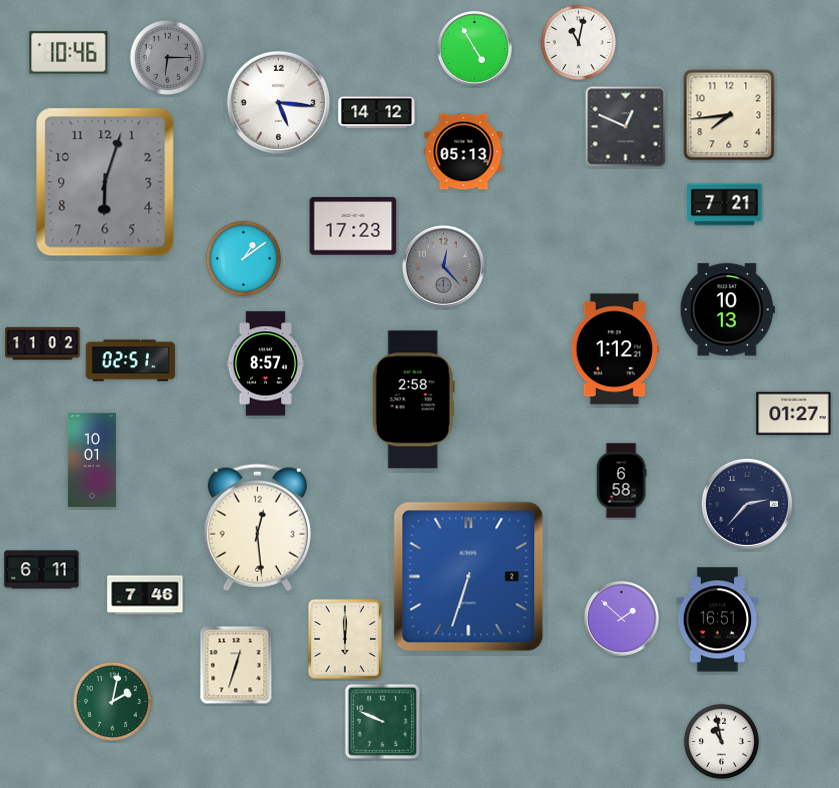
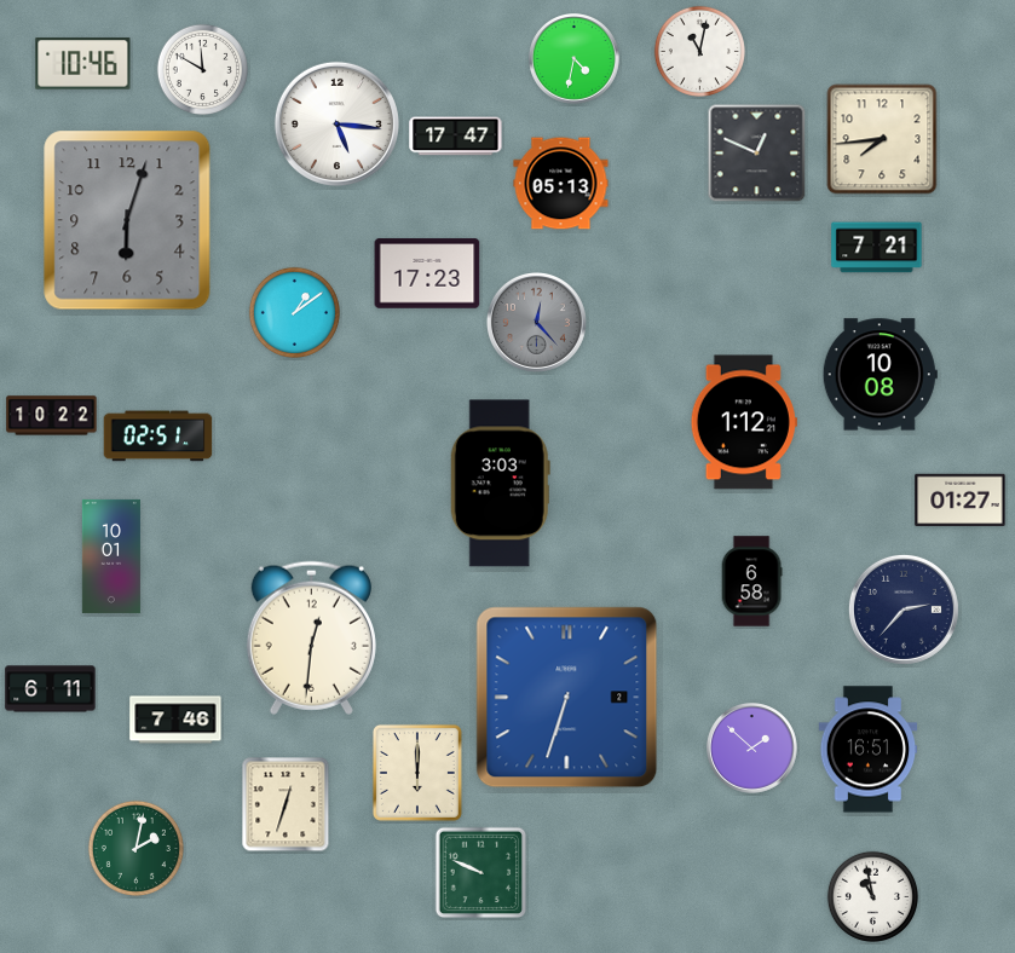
clock at (475, 49): 4:55 -> 4:32
clock at (167, 57): 6:15 -> 11:50
clock at (167, 57) dial: grey -> white
clock at (377, 113): 14:12 -> 17:47
clock at (727, 310): 10:13 -> 10:08
clock at (43, 344): 11:02 -> 10:22
clock at (266, 364): 8:57 -> none
clock at (413, 400): 2:58 -> 3:03
clock at (257, 527): 12:29 -> 12:31
clock at (383, 722) position: (383, 722) -> (481, 873)
